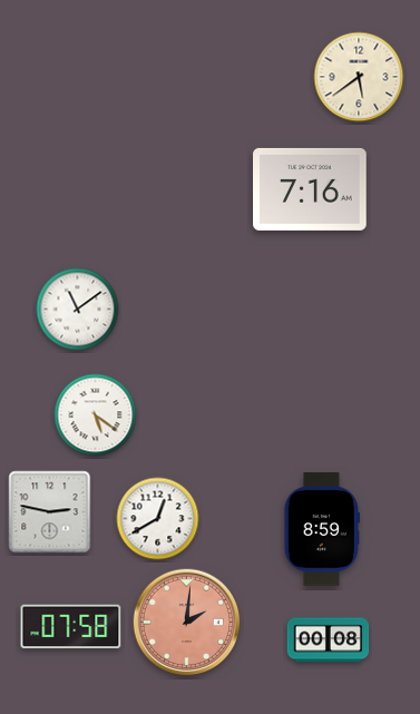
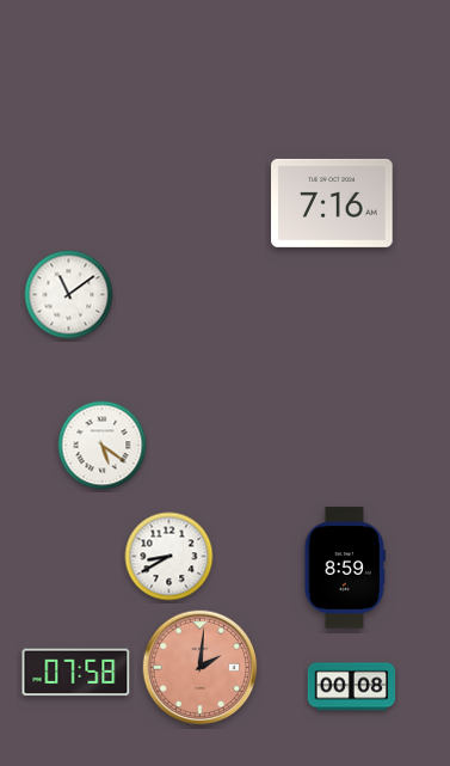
clock at (359, 77): 5:39 -> none
clock at (78, 310) position: (78, 310) -> (69, 295)
clock at (50, 512): 2:47 -> none
clock at (158, 519): 12:40 -> 8:40
